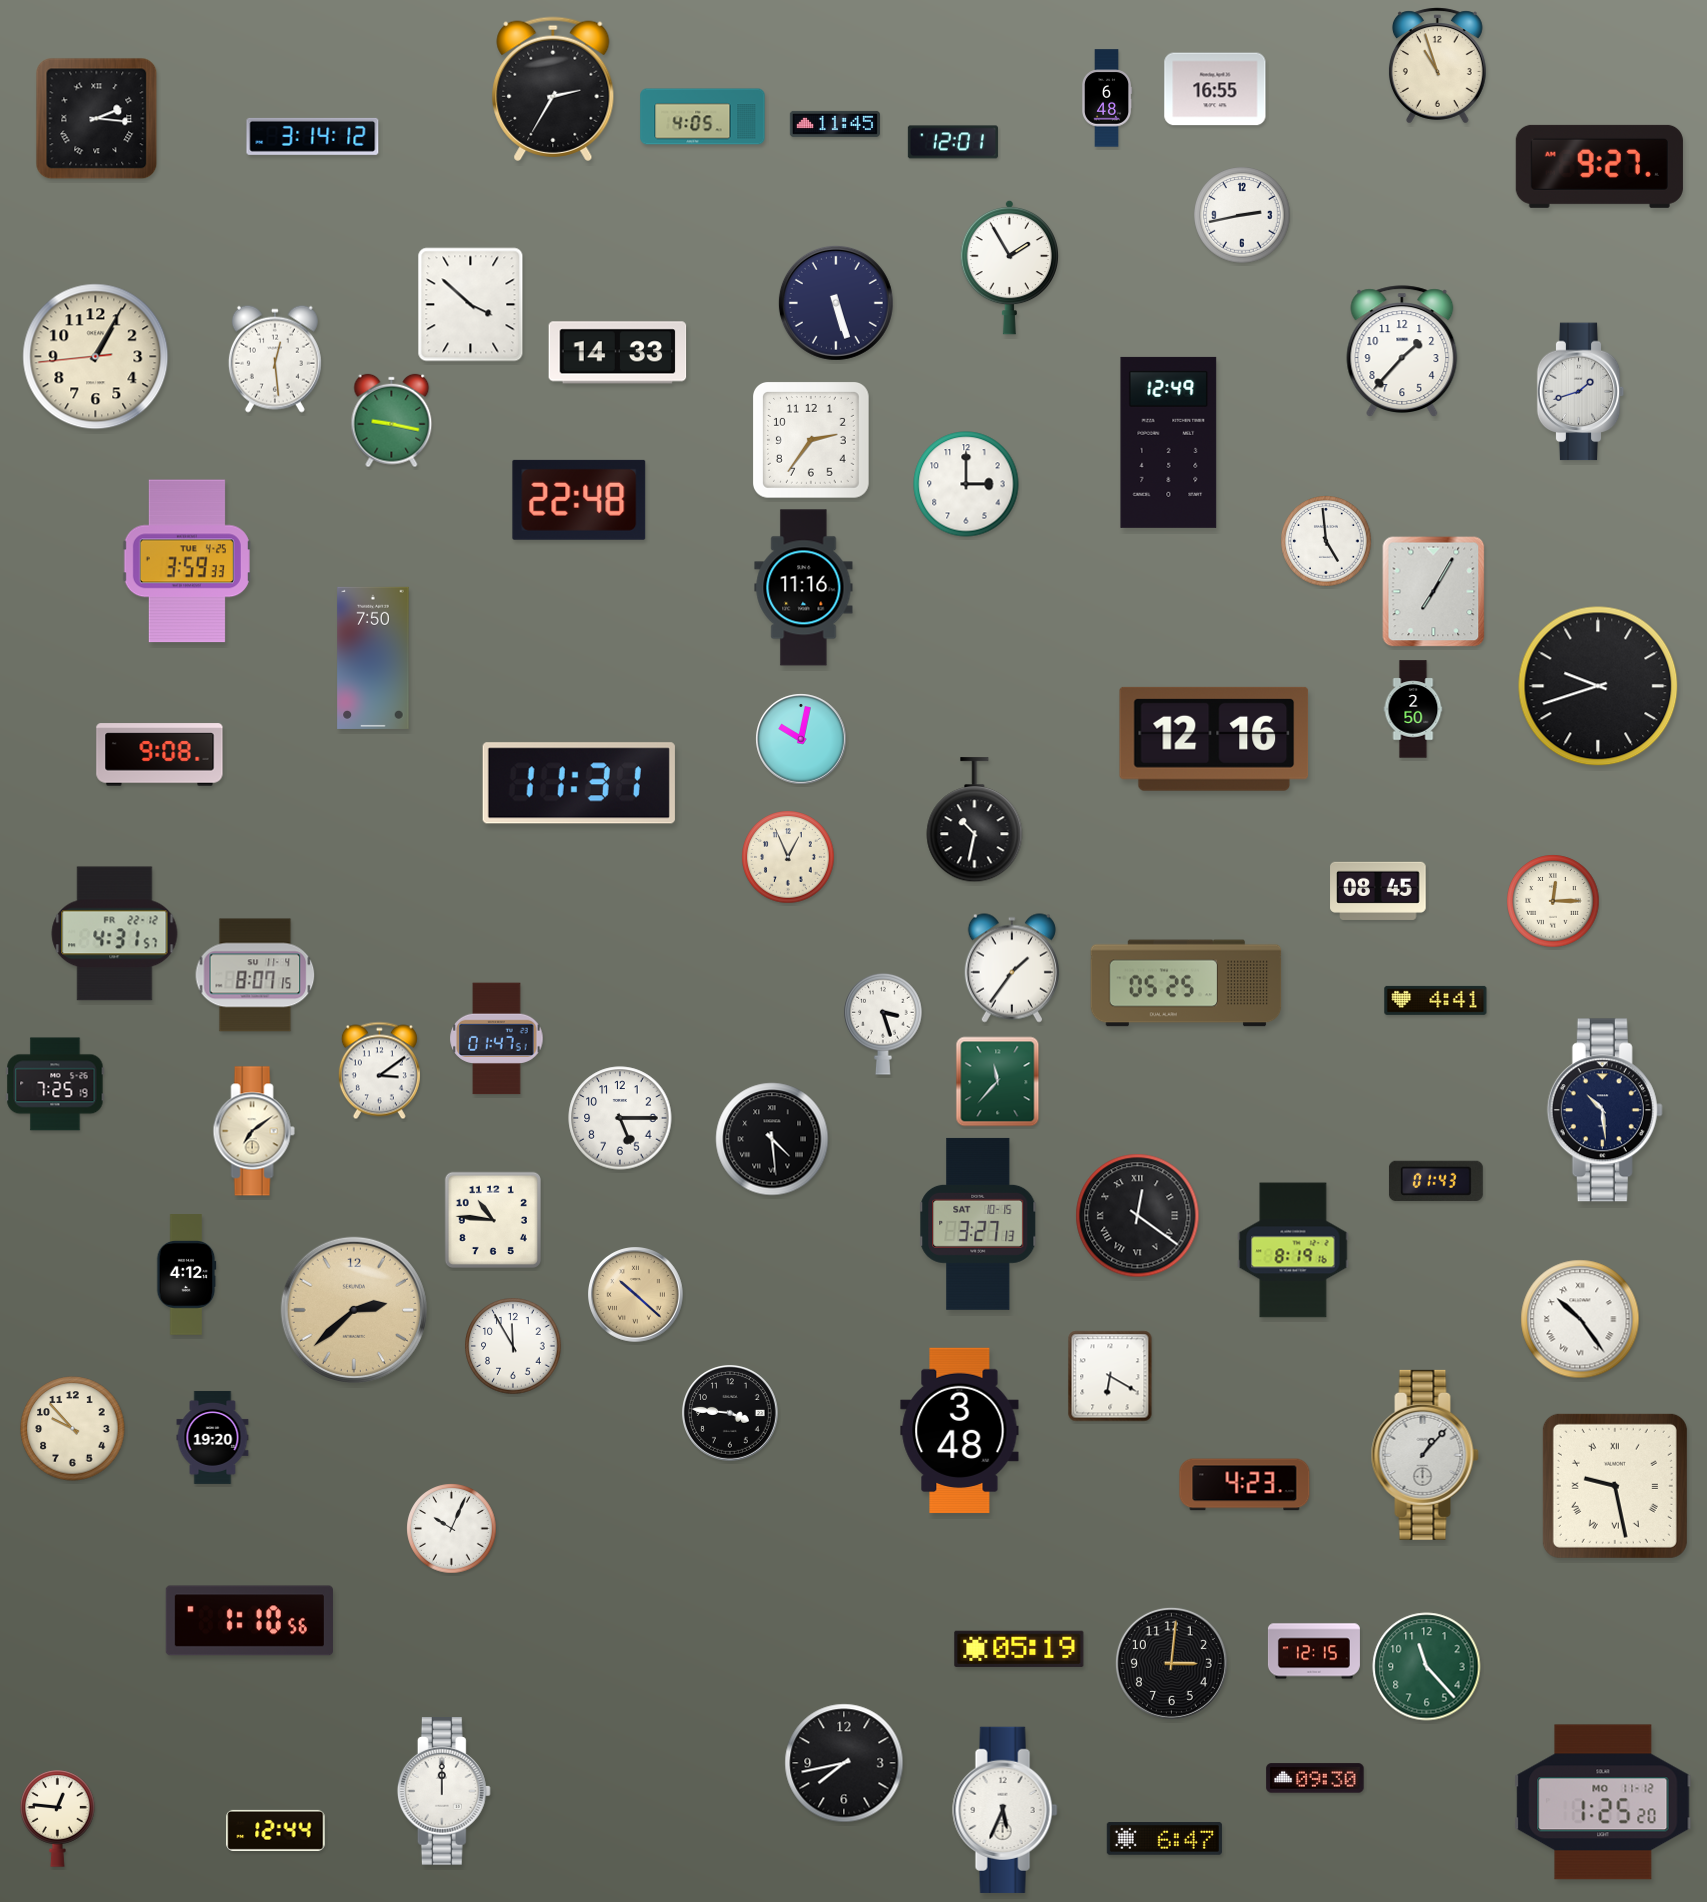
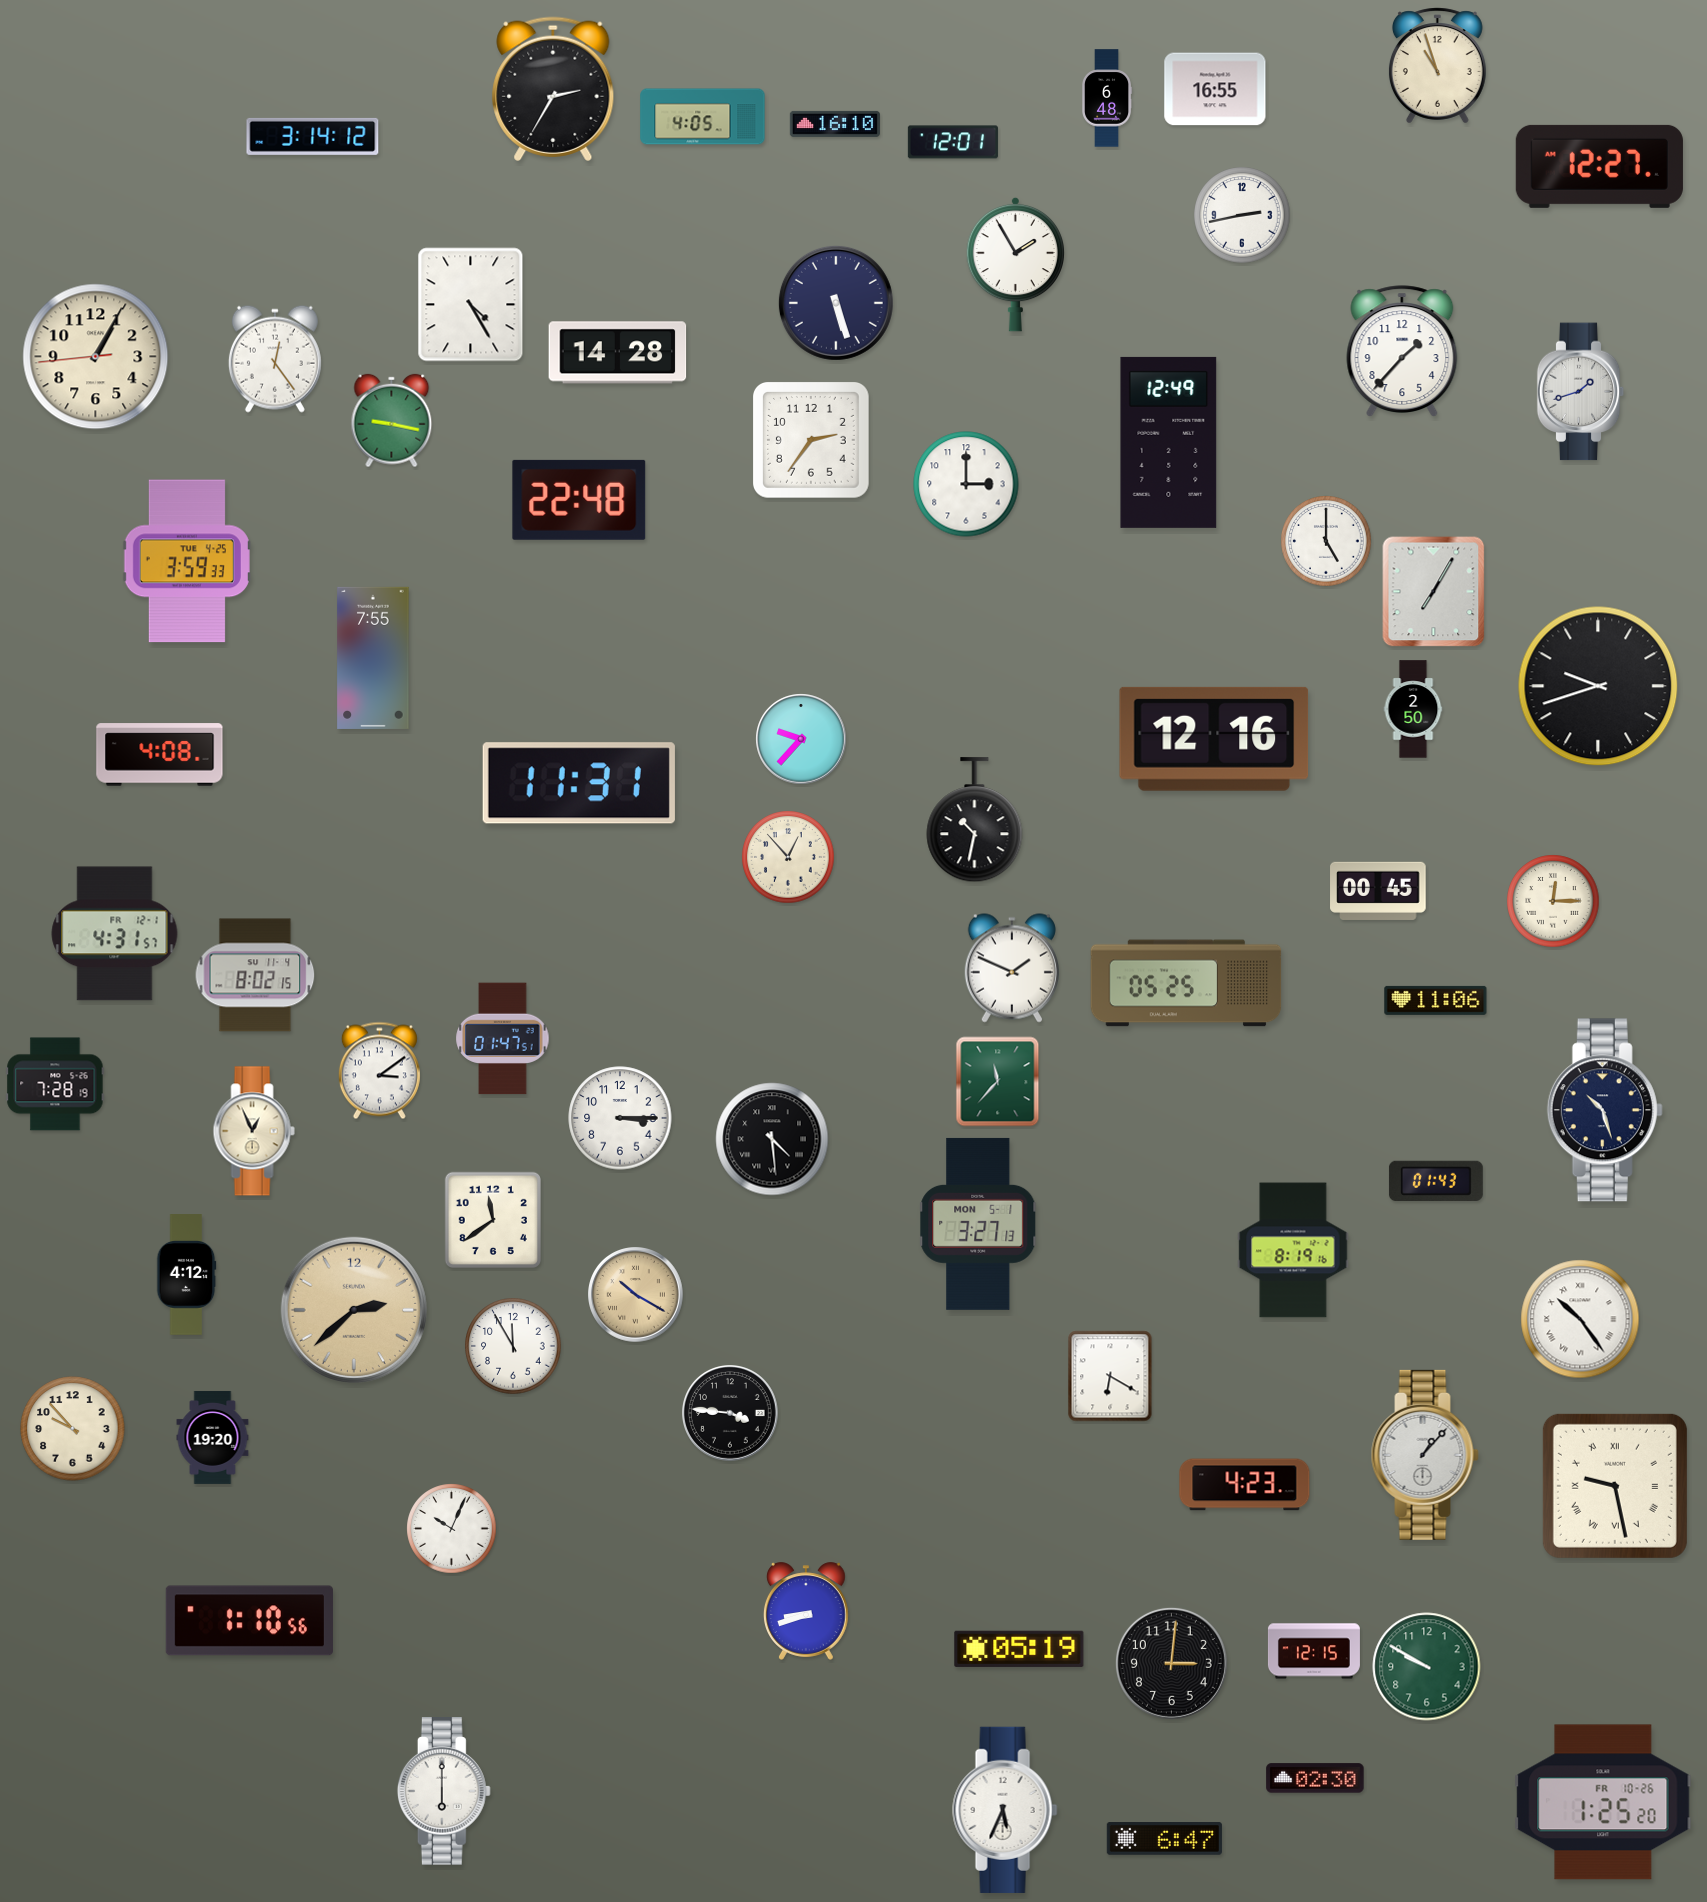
clock at (97, 119): 2:16 -> none
clock at (835, 124): 11:45 -> 16:10
clock at (1599, 166): 9:27 -> 12:27
clock at (1009, 267) position: (1009, 267) -> (1015, 264)
clock at (471, 305): 3:52 -> 4:25
clock at (618, 353): 14:33 -> 14:28
clock at (275, 359): 12:29 -> 12:24
clock at (1326, 541): 4:59 -> 5:00
clock at (804, 588): 11:16 -> none
clock at (373, 658): 7:50 -> 7:55
clock at (801, 739): 10:02 -> 9:37
clock at (160, 755): 9:08 -> 4:08
clock at (788, 857): 12:56 -> 12:53
clock at (1378, 891): 08:45 -> 00:45
clock at (115, 934) date: FR 22-12 -> FR 12-1
clock at (1012, 968): 1:36 -> 1:49
clock at (255, 975): 8:07 -> 8:02
clock at (1436, 1000): 4:41 -> 11:06
clock at (883, 1024): 3:27 -> none
clock at (497, 1039) position: (497, 1039) -> (503, 1039)
clock at (55, 1084): 7:25 -> 7:28
clock at (1605, 1110): 10:29 -> 10:27
clock at (620, 1118): 5:15 -> 3:15
clock at (254, 1131): 7:09 -> 12:56
clock at (1138, 1216): 12:21 -> none
clock at (493, 1220): 10:46 -> 11:39
clock at (979, 1224) date: SAT 10-15 -> MON 5-1
clock at (636, 1295): 10:22 -> 10:20
clock at (960, 1431): 3:48 -> none
clock at (806, 1611): none -> 8:42
clock at (1427, 1667): 11:23 -> 9:50
clock at (844, 1763): 7:43 -> none
clock at (1315, 1778): 09:30 -> 02:30
clock at (444, 1792): 12:00 -> 6:00
clock at (1603, 1802) date: MO 11-12 -> FR 10-26
clock at (58, 1819): 12:46 -> none
clock at (276, 1830): 12:44 -> none
